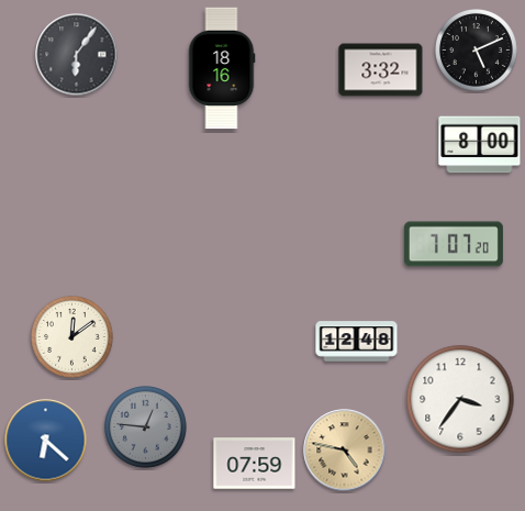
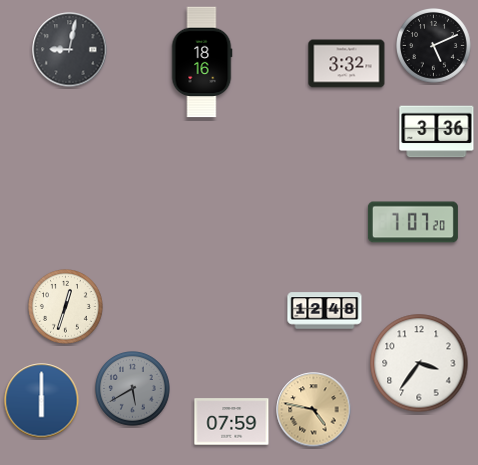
clock at (77, 55): 6:06 -> 9:02
clock at (480, 145): 8:00 -> 3:36
clock at (72, 337): 12:09 -> 12:33
clock at (146, 427): 12:46 -> 5:40
clock at (46, 441): 6:22 -> 6:00
